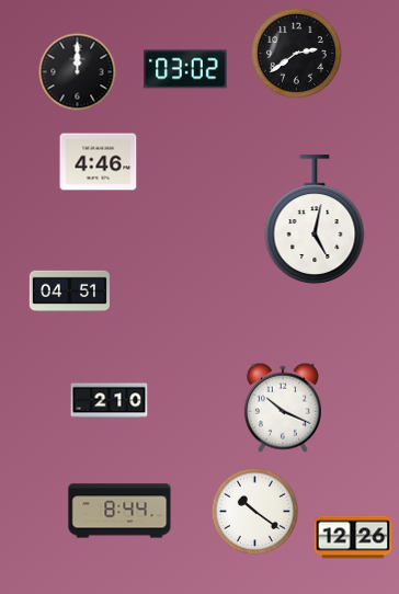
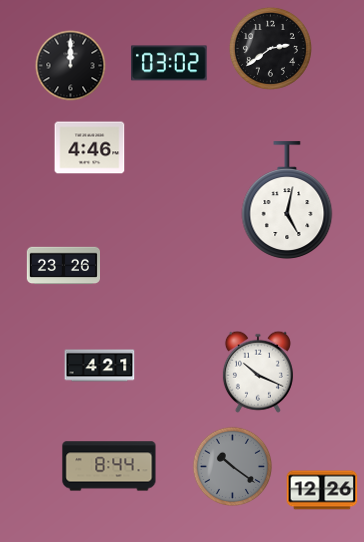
clock at (69, 292): 04:51 -> 23:26
clock at (110, 401): 2:10 -> 4:21
clock at (255, 512) dial: white -> grey
